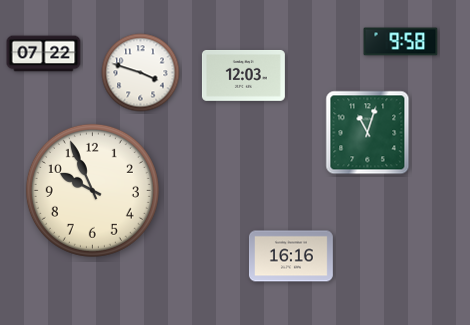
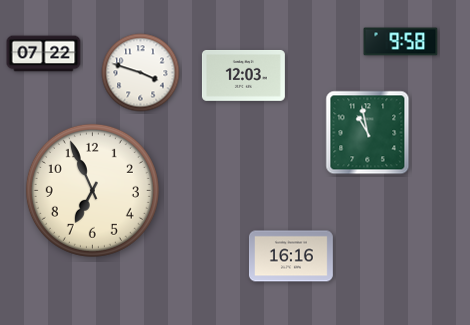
clock at (368, 133): 11:03 -> 10:58
clock at (92, 190): 9:56 -> 6:56
